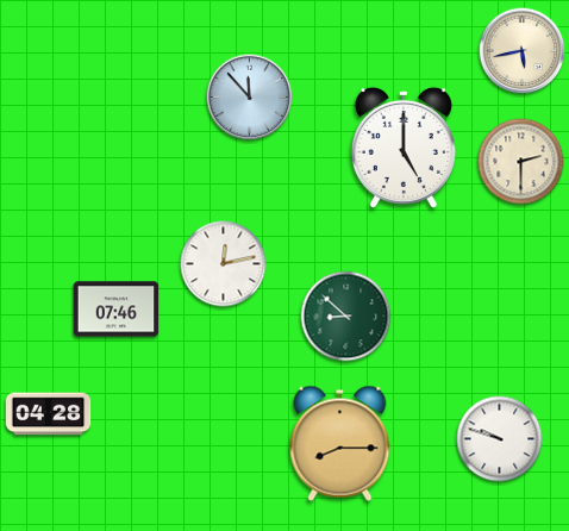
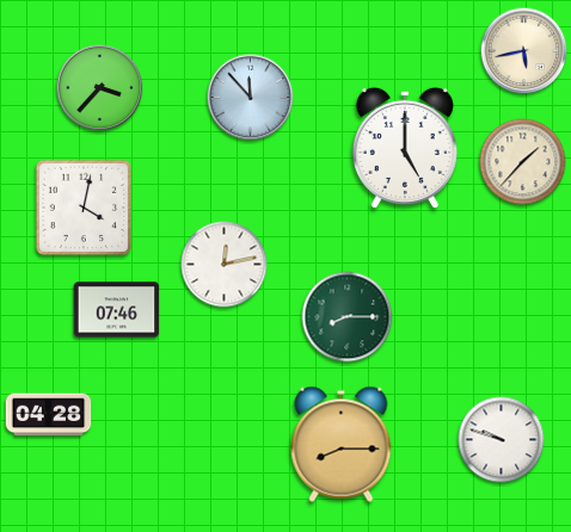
clock at (100, 88): none -> 3:37
clock at (521, 162): 2:30 -> 1:37
clock at (84, 208): none -> 4:02
clock at (346, 317): 8:52 -> 8:15
